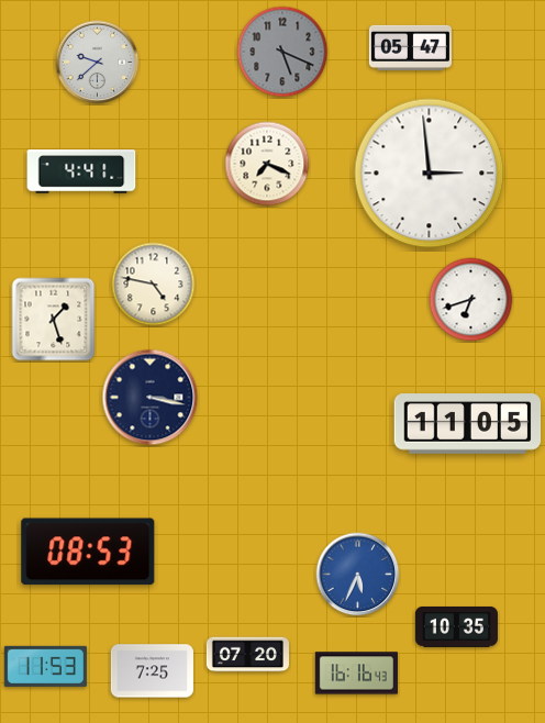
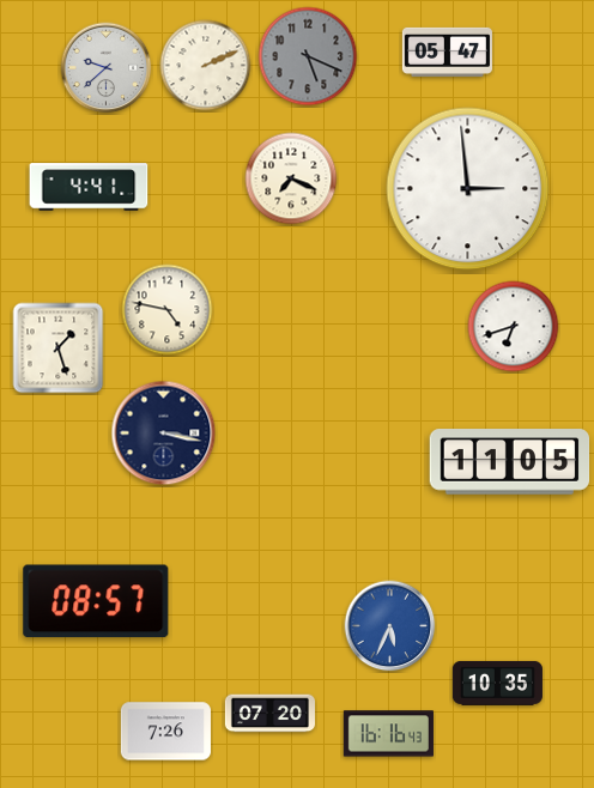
clock at (206, 66): none -> 2:11
clock at (88, 552): 08:53 -> 08:57
clock at (45, 666): 11:53 -> none
clock at (152, 671): 7:25 -> 7:26
